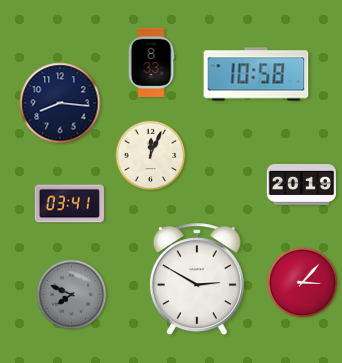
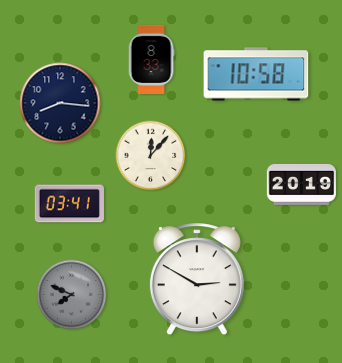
clock at (151, 62) position: (151, 62) -> (151, 59)
clock at (151, 156): 12:04 -> 12:07
clock at (303, 283): 3:07 -> none
